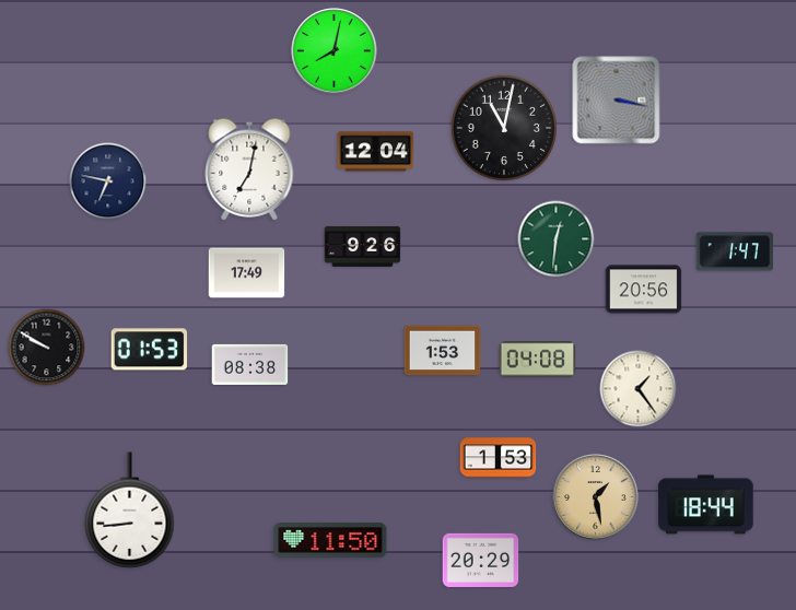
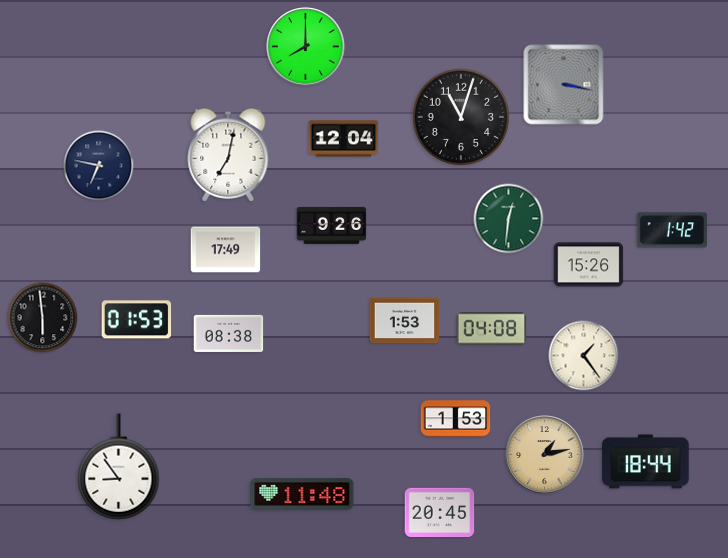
clock at (335, 51): 8:02 -> 8:00
clock at (617, 101) position: (617, 101) -> (564, 85)
clock at (503, 127): 11:02 -> 11:03
clock at (734, 251): 1:47 -> 1:42
clock at (644, 290): 20:56 -> 15:26
clock at (47, 348): 9:50 -> 5:59
clock at (596, 497): 1:28 -> 1:13
clock at (130, 511): 8:44 -> 8:54
clock at (330, 540): 11:50 -> 11:48
clock at (481, 560): 20:29 -> 20:45
